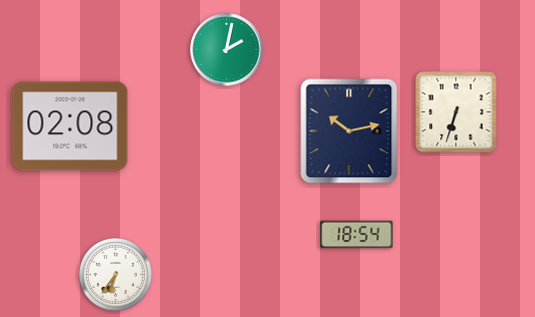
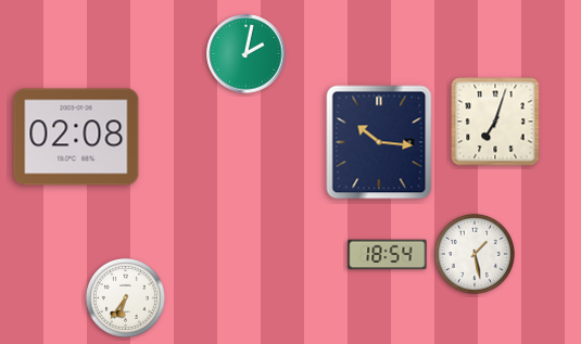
clock at (456, 112): 6:33 -> 7:03
clock at (349, 131): 10:13 -> 10:16
clock at (475, 254): none -> 1:28
